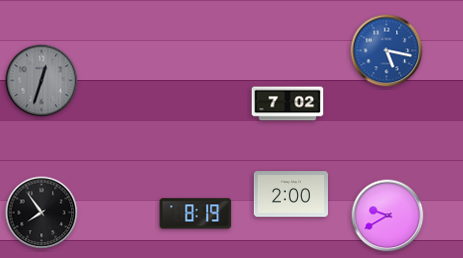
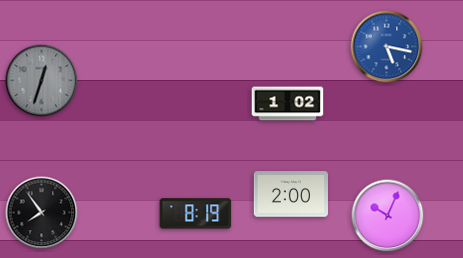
clock at (387, 51) position: (387, 51) -> (387, 47)
clock at (288, 104): 7:02 -> 1:02
clock at (388, 216): 9:40 -> 10:04
